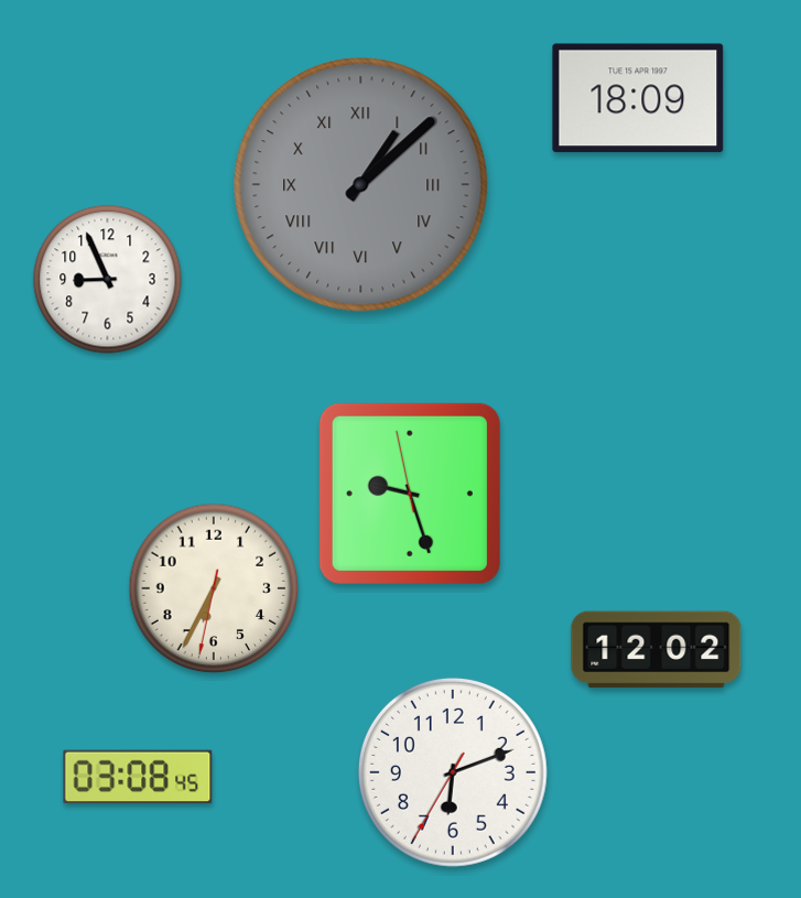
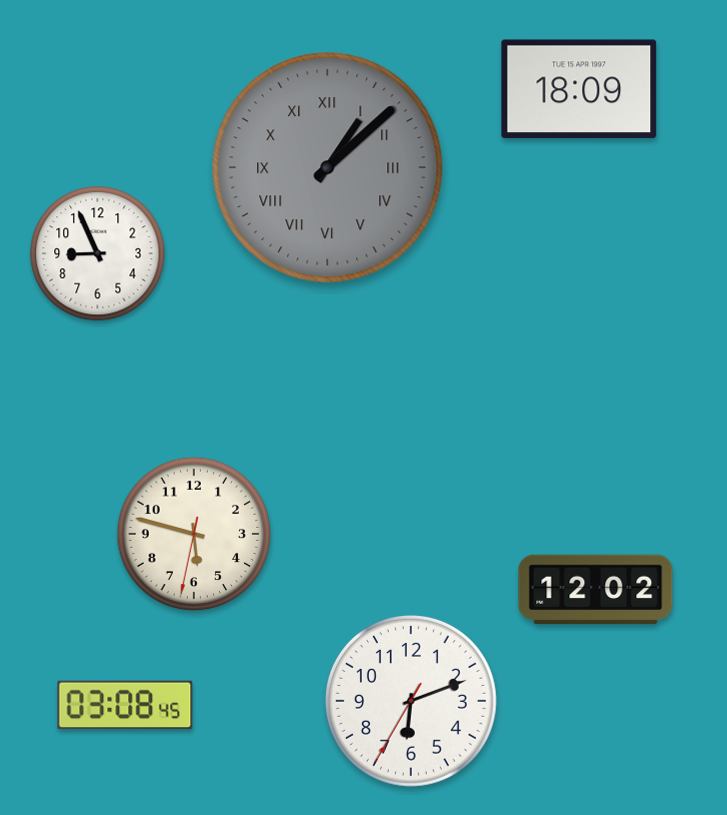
clock at (410, 494): 9:26 -> none
clock at (214, 588): 6:34 -> 5:47
